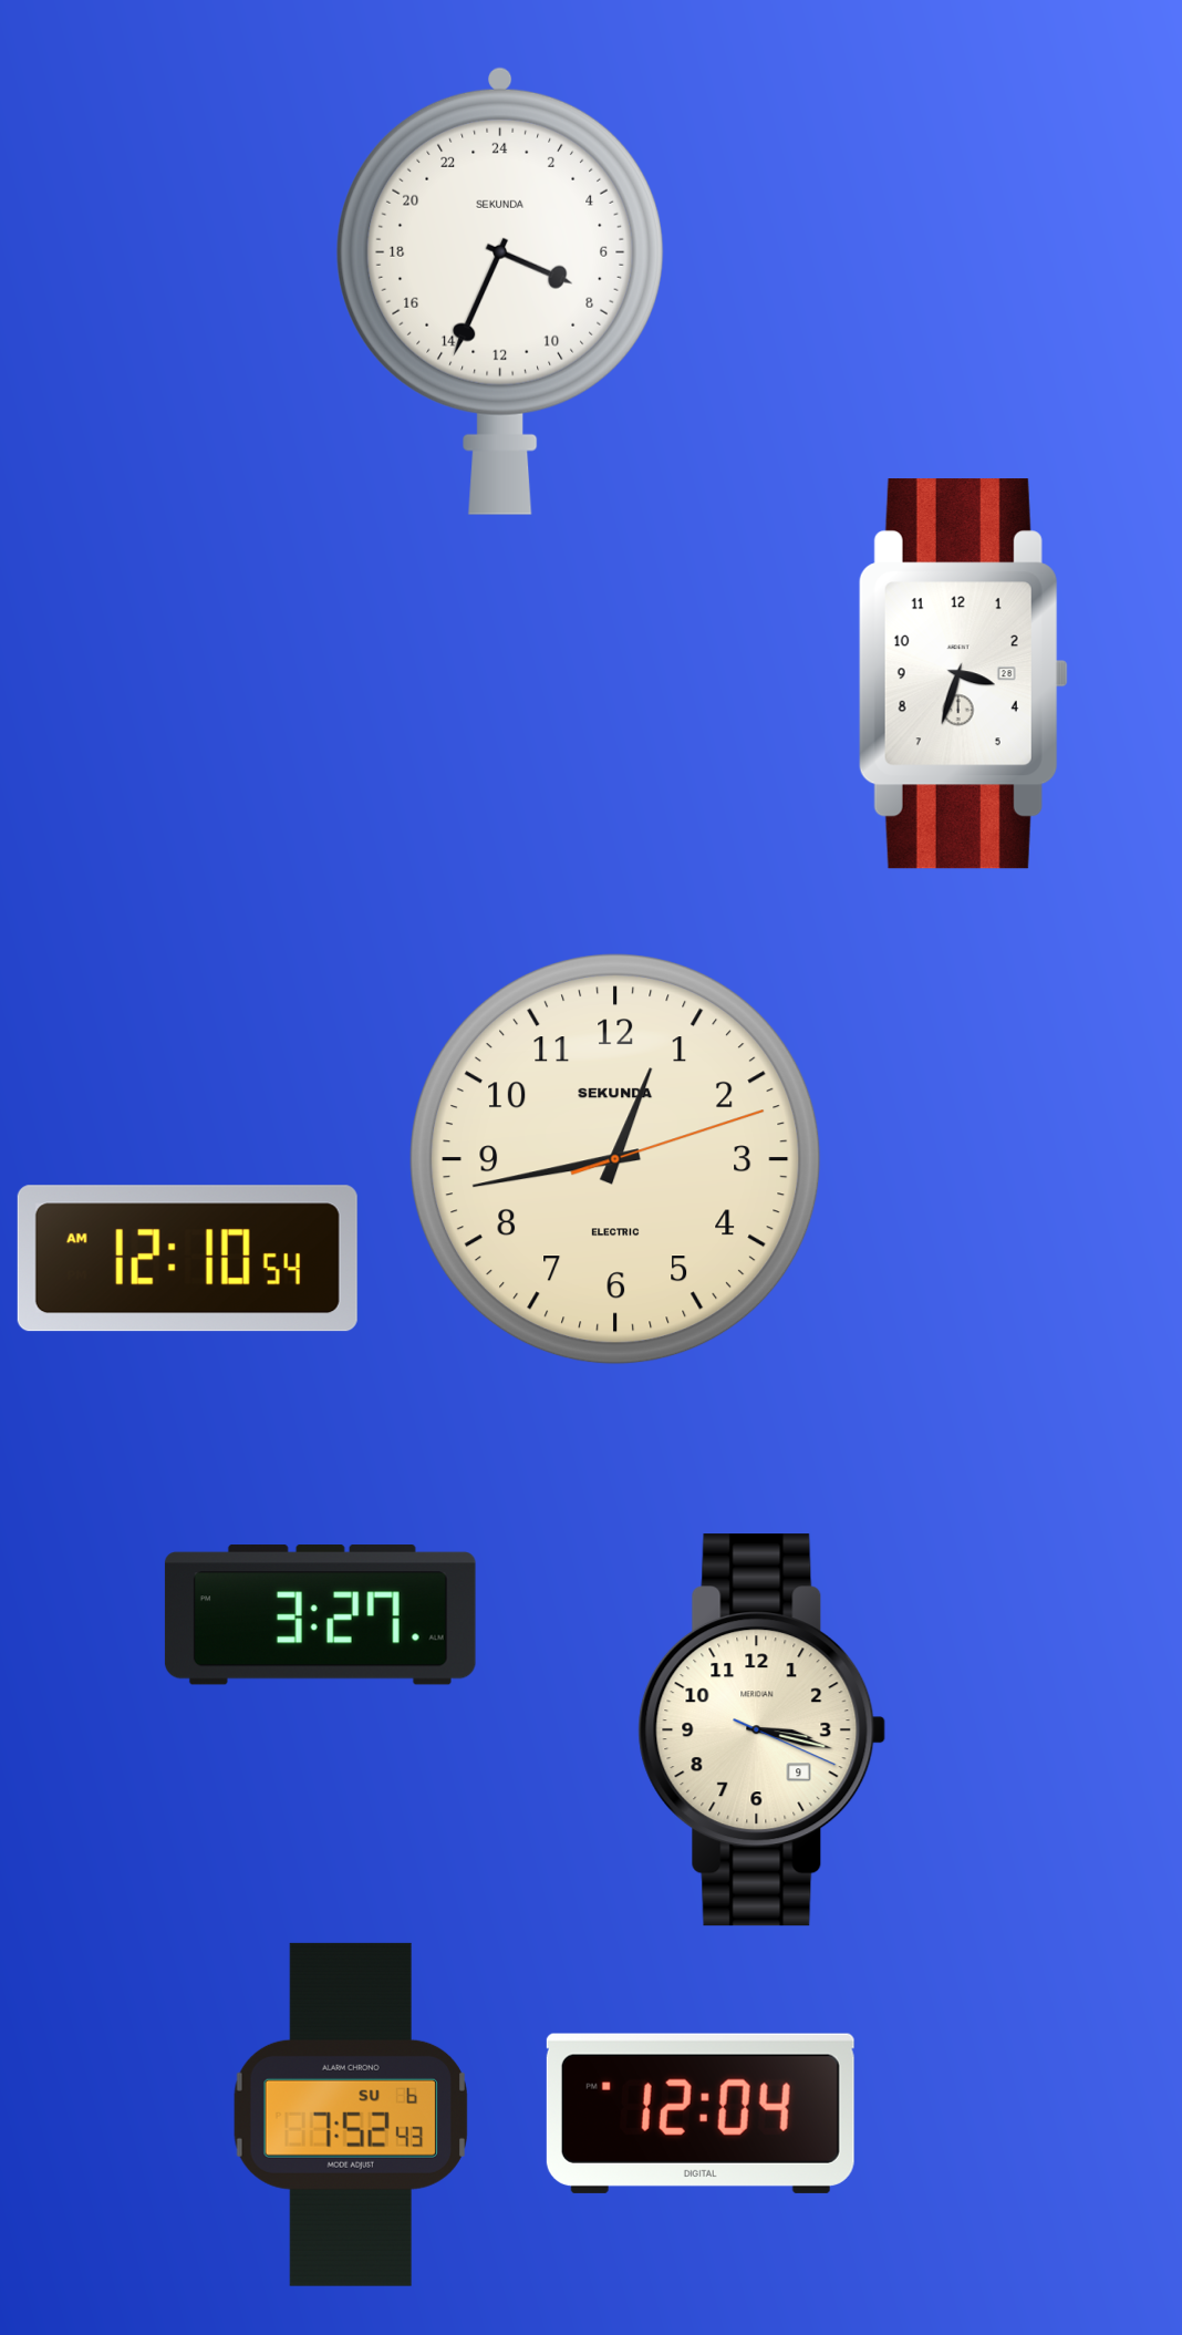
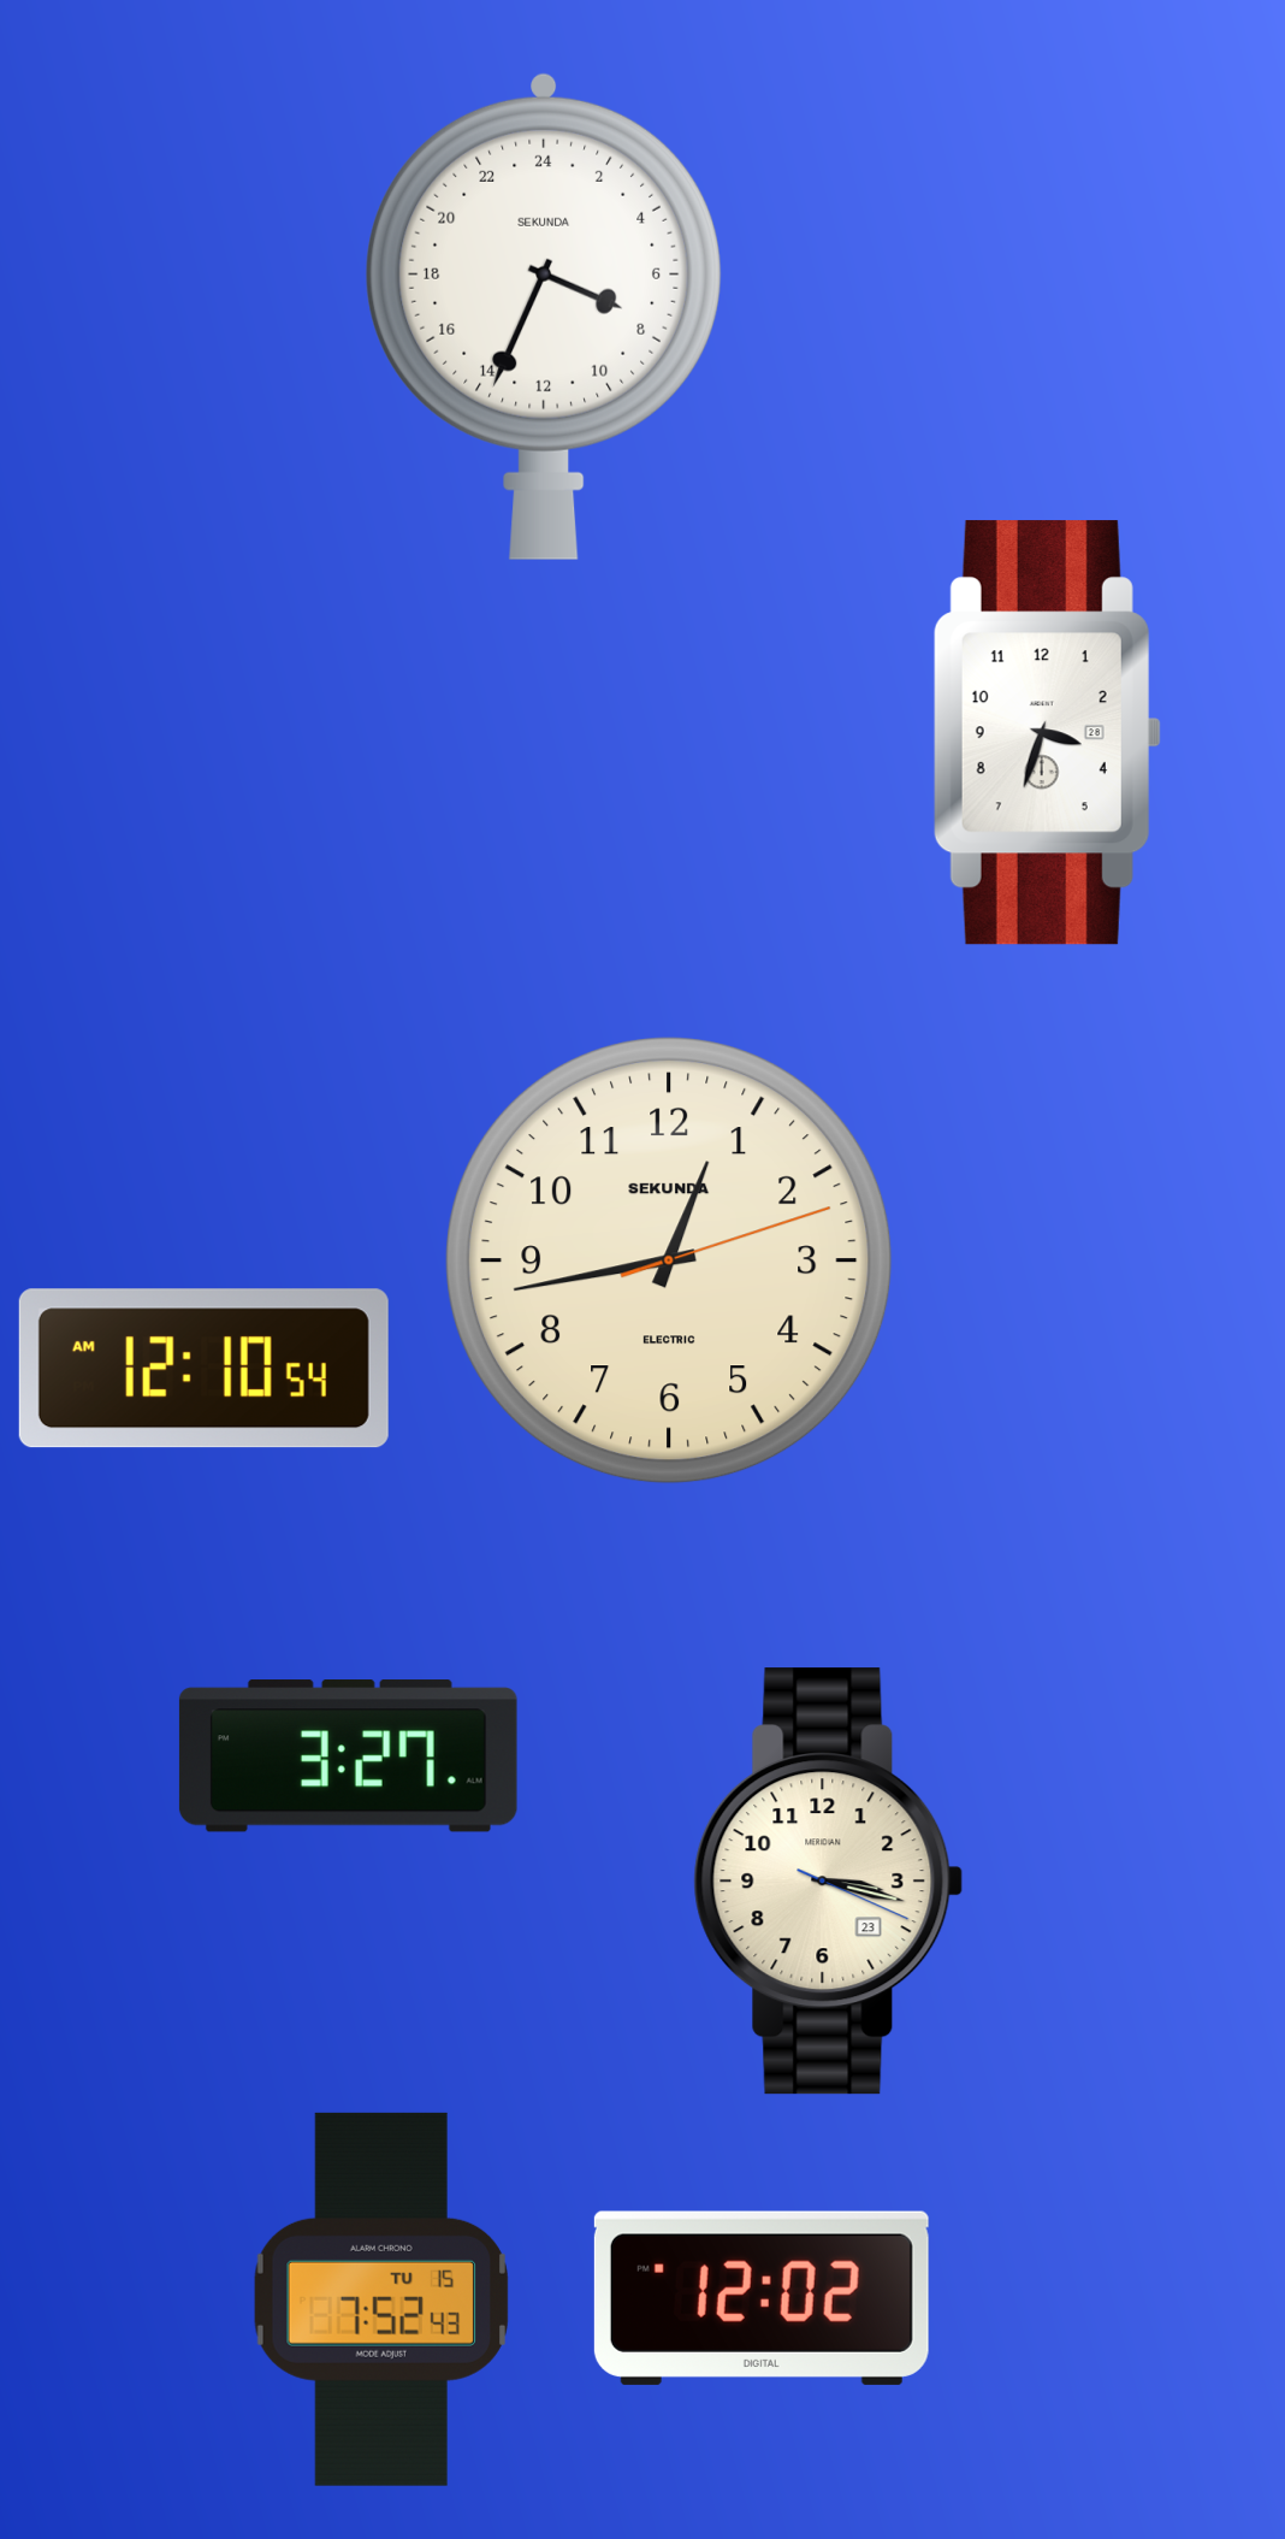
clock at (763, 1730) date: 9 -> 23
clock at (701, 2114): 12:04 -> 12:02
clock at (351, 2115) date: SU 6 -> TU 15
